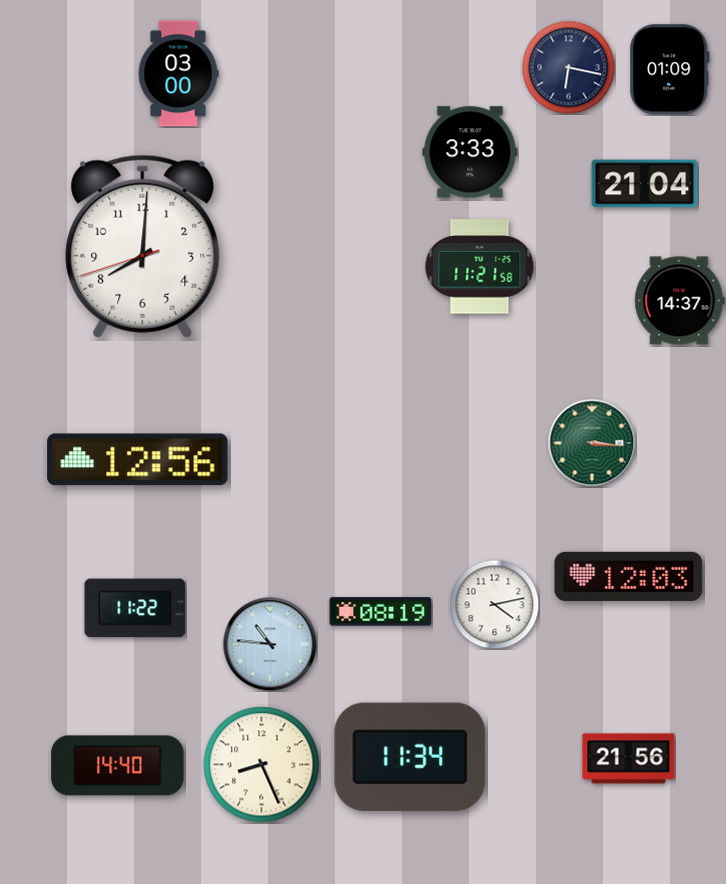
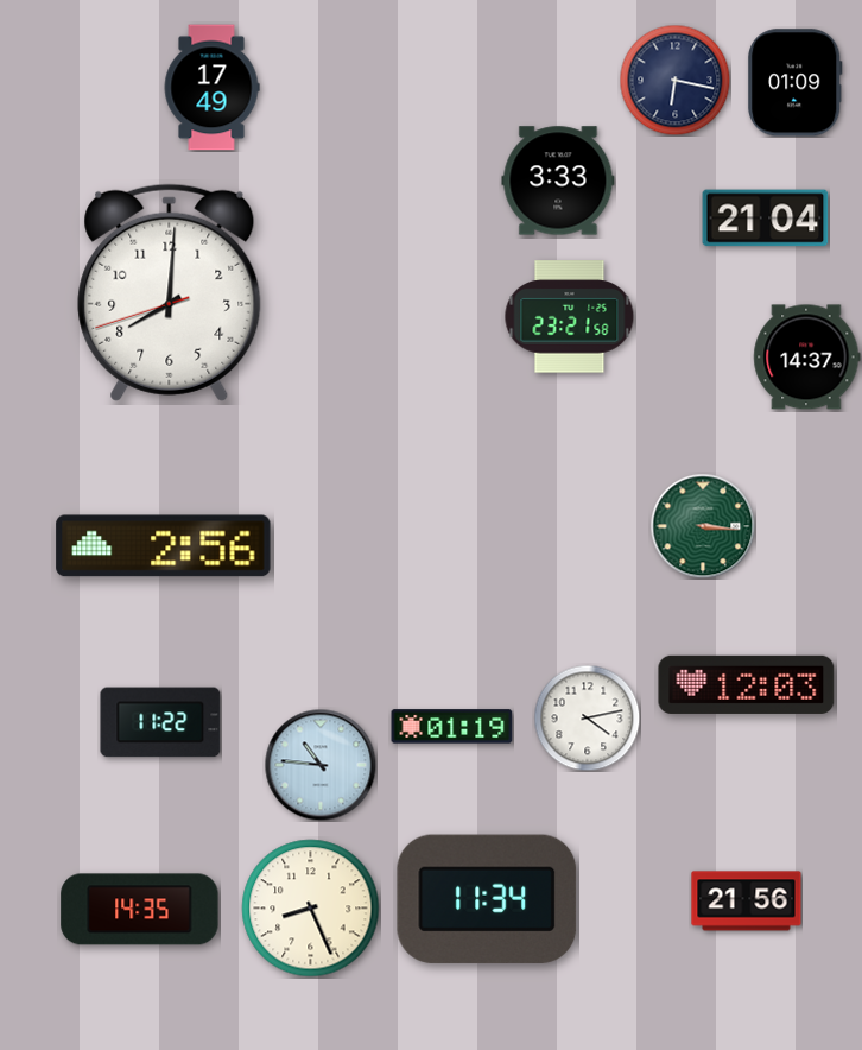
clock at (178, 74): 03:00 -> 17:49
clock at (480, 267): 11:21 -> 23:21
clock at (138, 460): 12:56 -> 2:56
clock at (381, 612): 08:19 -> 01:19
clock at (118, 766): 14:40 -> 14:35
